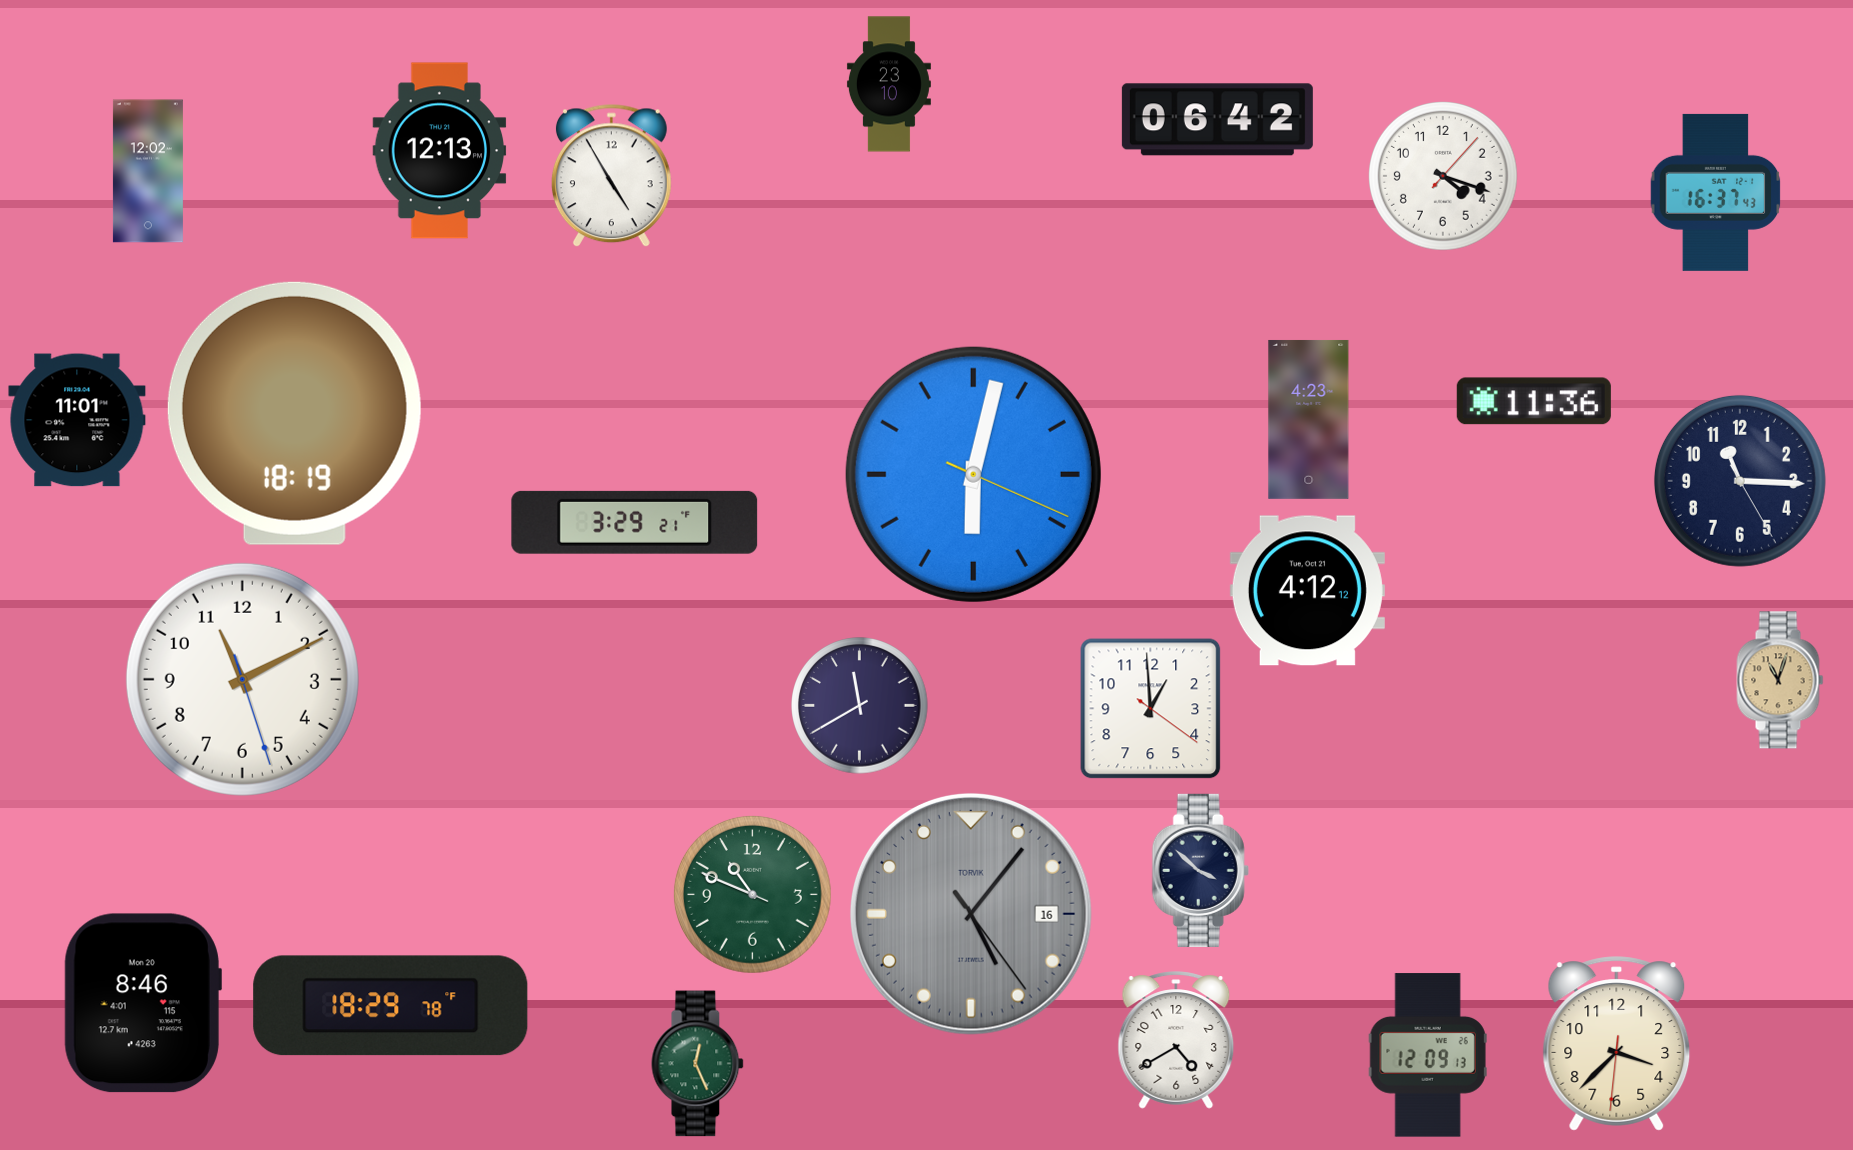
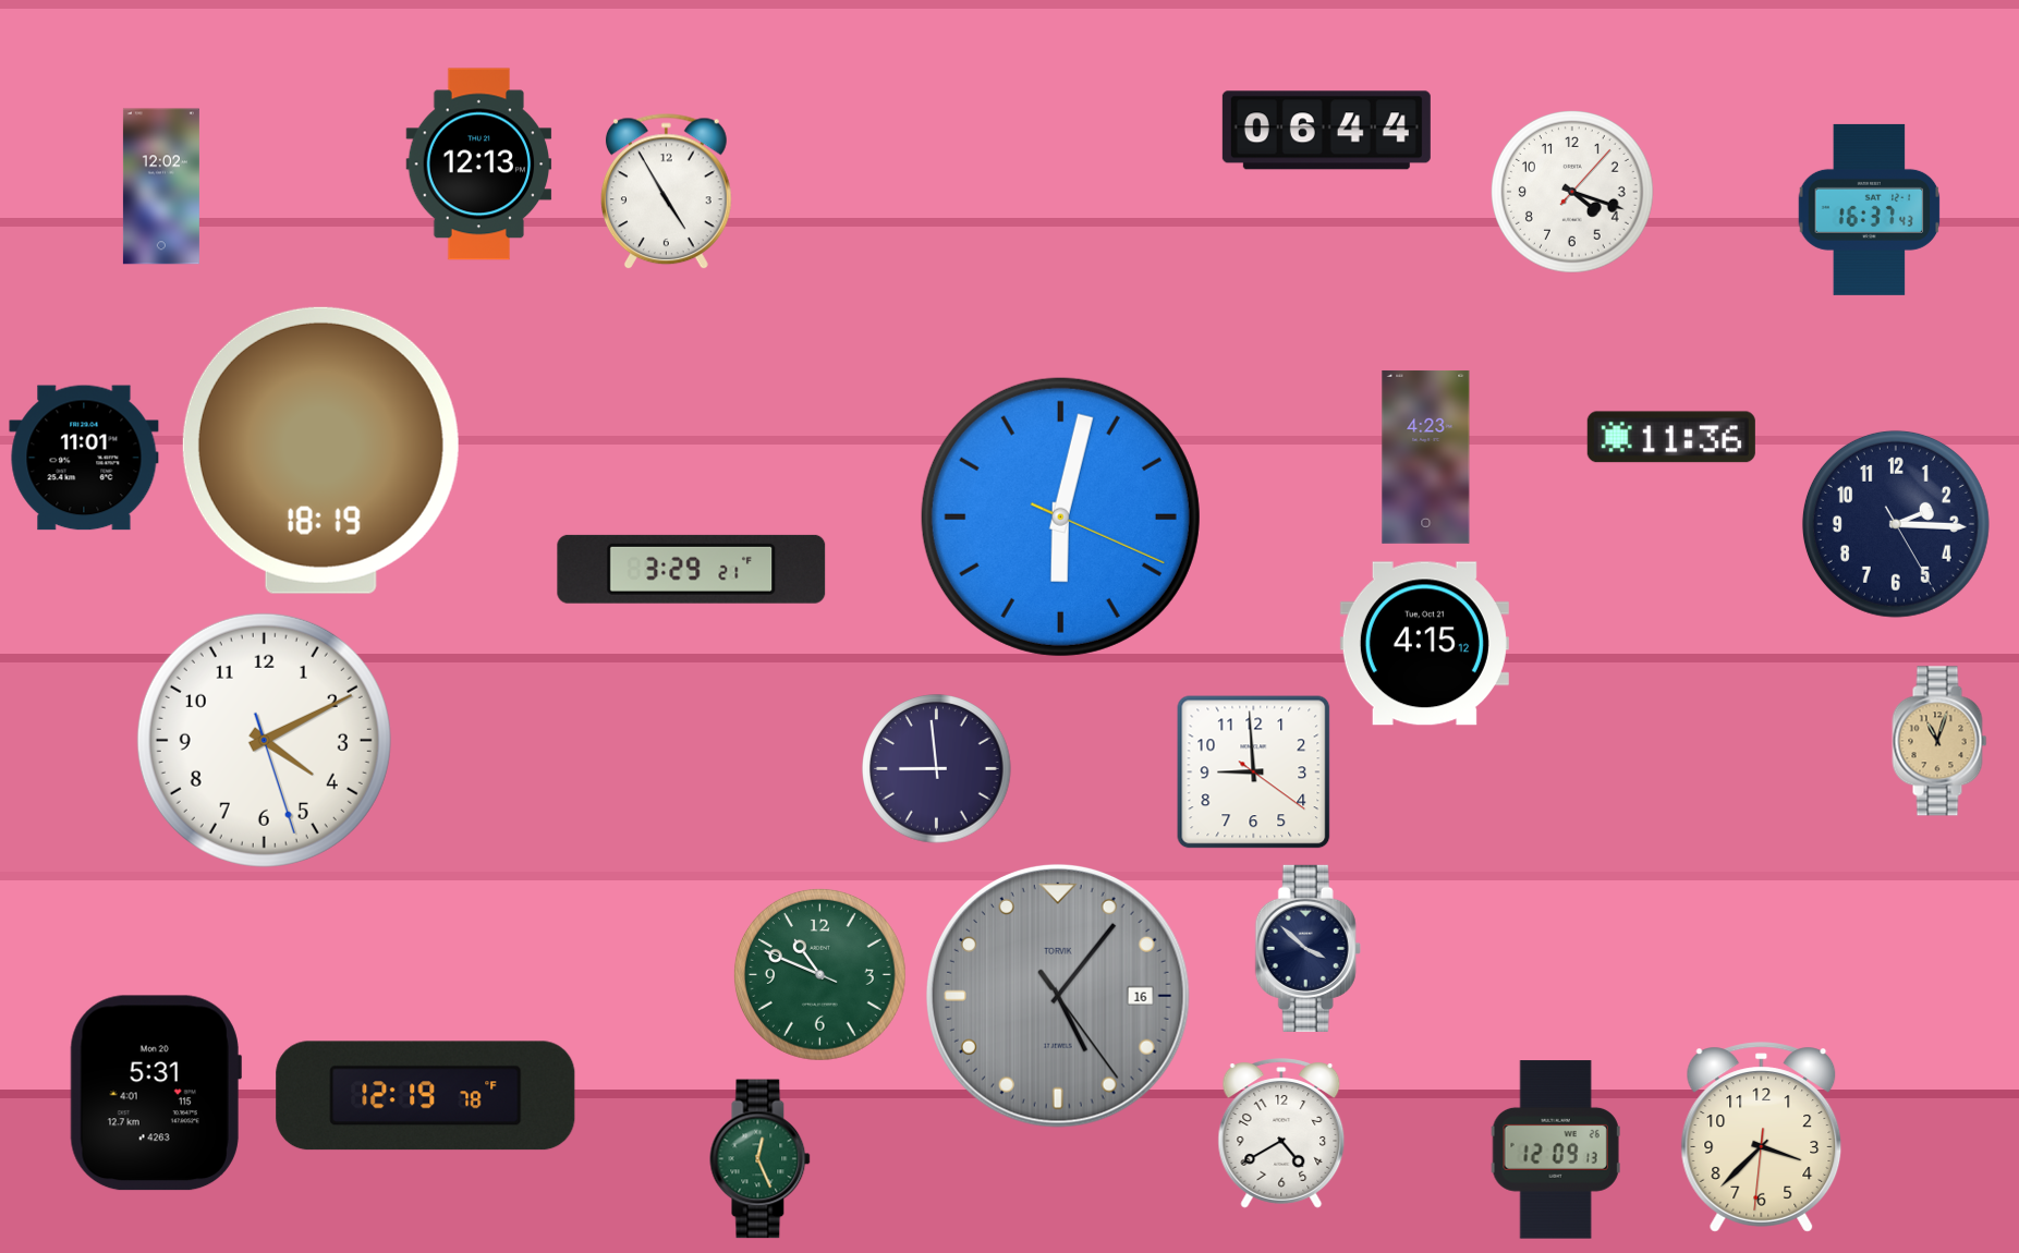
clock at (889, 84): 23:10 -> none
clock at (1217, 120): 06:42 -> 06:44
clock at (1740, 481): 11:15 -> 2:15
clock at (1307, 591): 4:12 -> 4:15
clock at (242, 679): 11:10 -> 4:10
clock at (860, 706): 11:40 -> 8:59
clock at (1151, 709): 12:59 -> 8:59
clock at (143, 1003): 8:46 -> 5:31
clock at (391, 1006): 18:29 -> 12:19
